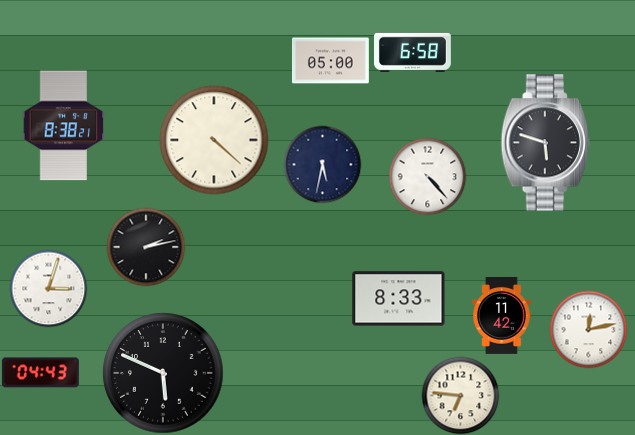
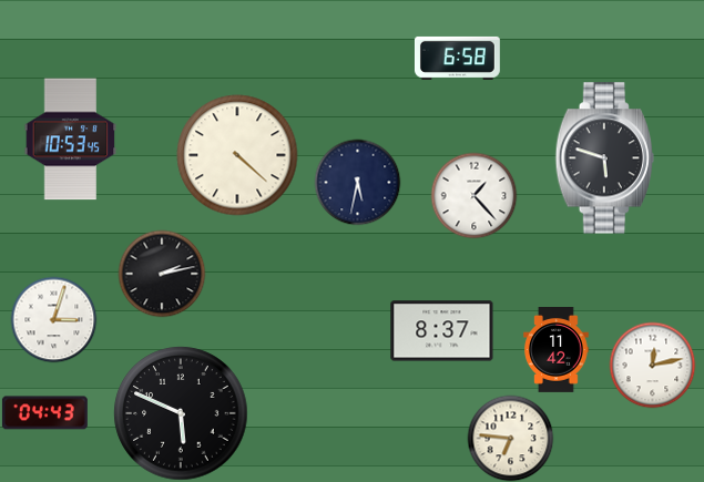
clock at (330, 61): 05:00 -> none
clock at (64, 126): 8:38 -> 10:53
clock at (427, 176): 4:23 -> 1:23
clock at (399, 299): 8:33 -> 8:37
